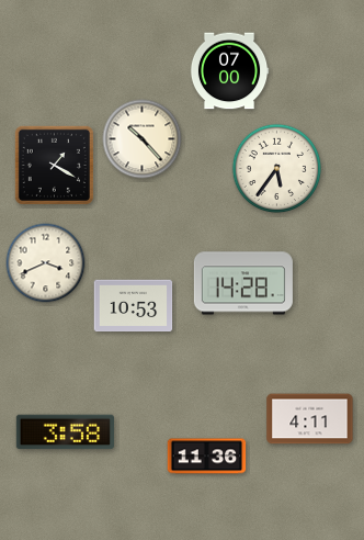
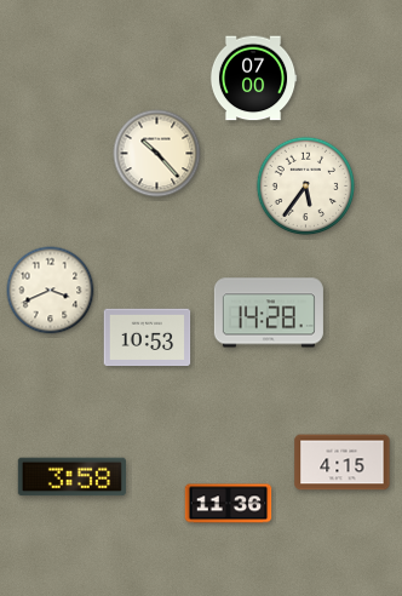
clock at (54, 165): 1:20 -> none
clock at (310, 419): 4:11 -> 4:15
